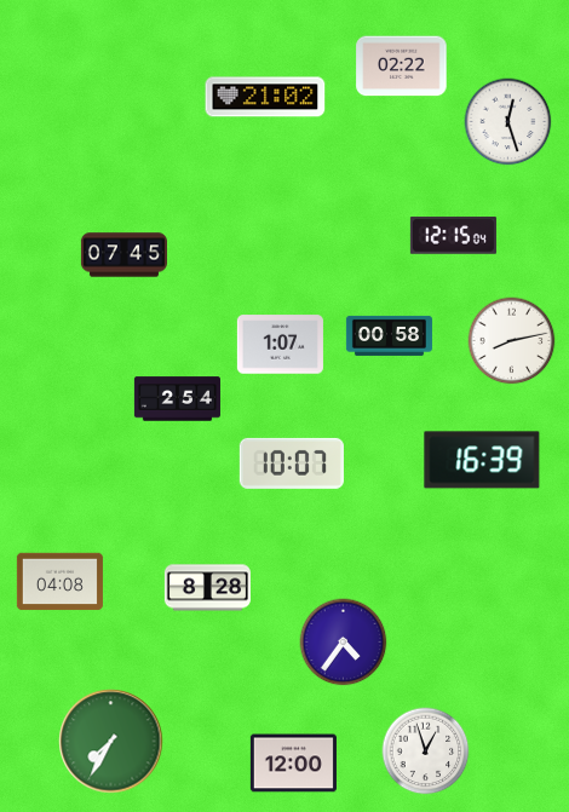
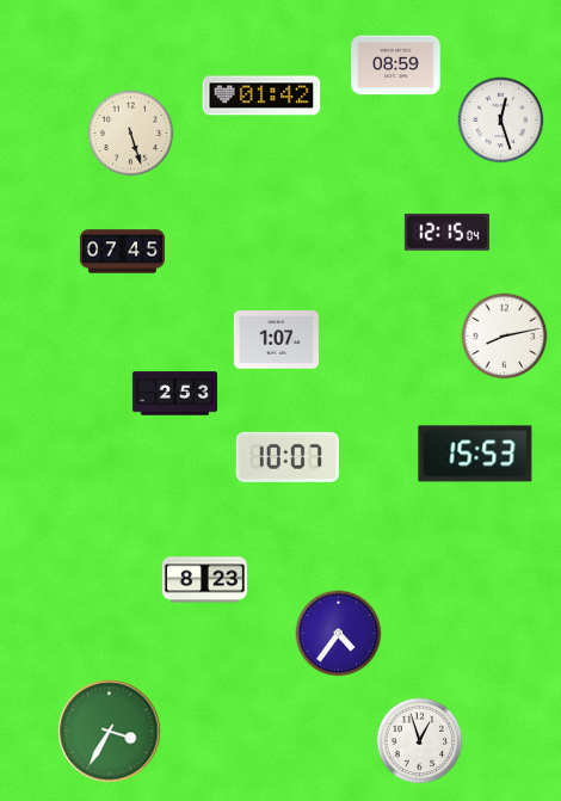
clock at (402, 67): 02:22 -> 08:59
clock at (265, 97): 21:02 -> 01:42
clock at (131, 134): none -> 5:27
clock at (389, 335): 00:58 -> none
clock at (177, 399): 2:54 -> 2:53
clock at (482, 460): 16:39 -> 15:53
clock at (59, 582): 04:08 -> none
clock at (207, 588): 8:28 -> 8:23
clock at (111, 742): 7:35 -> 3:35
clock at (293, 764): 12:00 -> none
